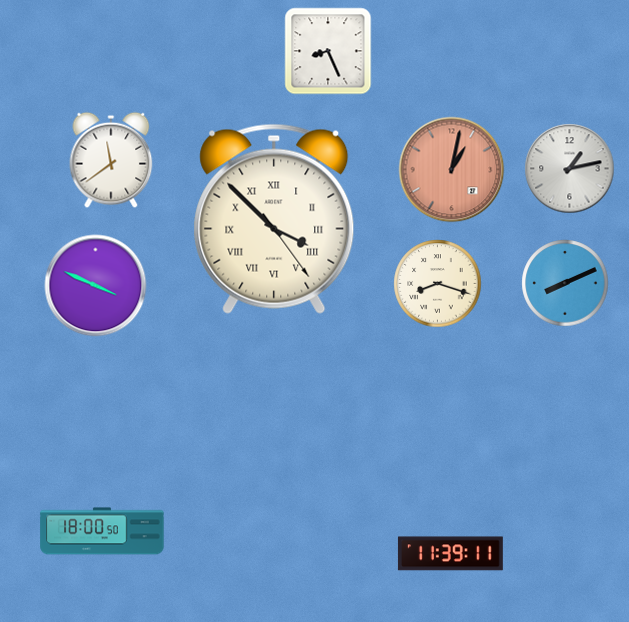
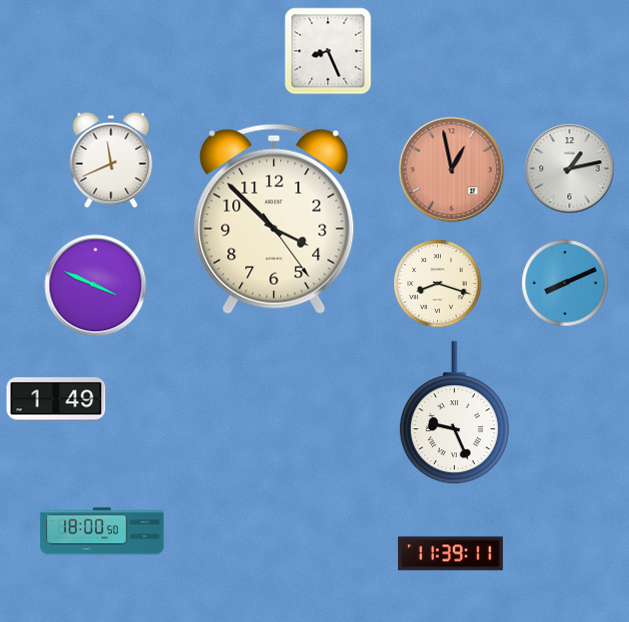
clock at (111, 160): 11:39 -> 11:41
clock at (452, 170): 1:02 -> 12:58
clock at (274, 219) numerals: Roman -> Arabic
clock at (56, 399): none -> 1:49
clock at (454, 413): none -> 9:26
